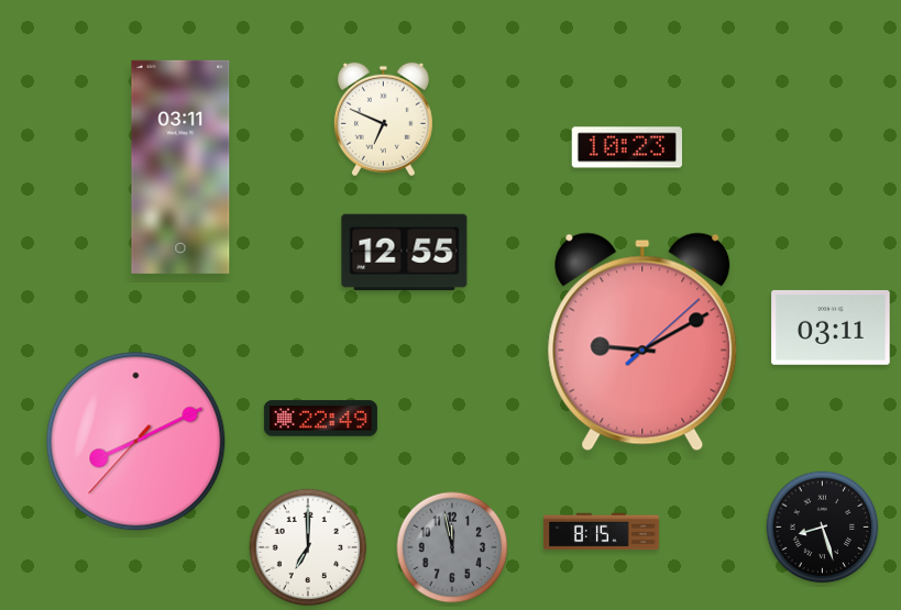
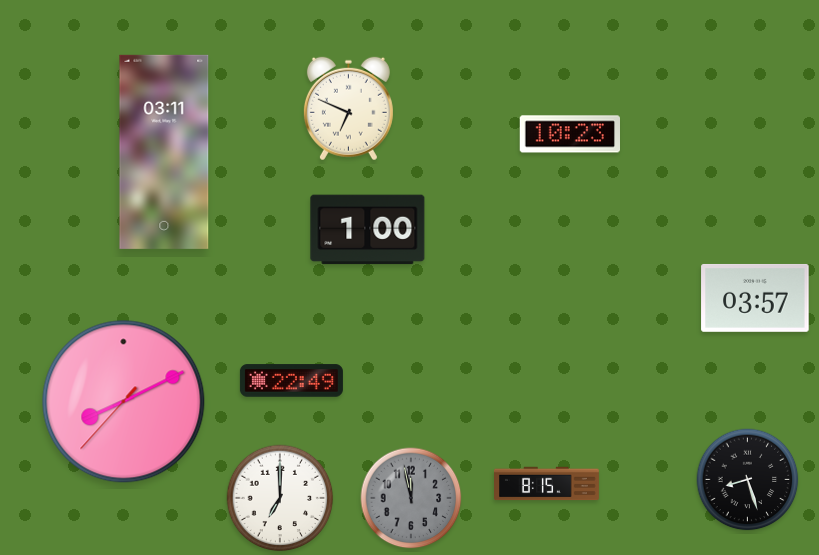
clock at (405, 253): 12:55 -> 1:00
clock at (831, 328): 03:11 -> 03:57
clock at (642, 342): 9:10 -> none
